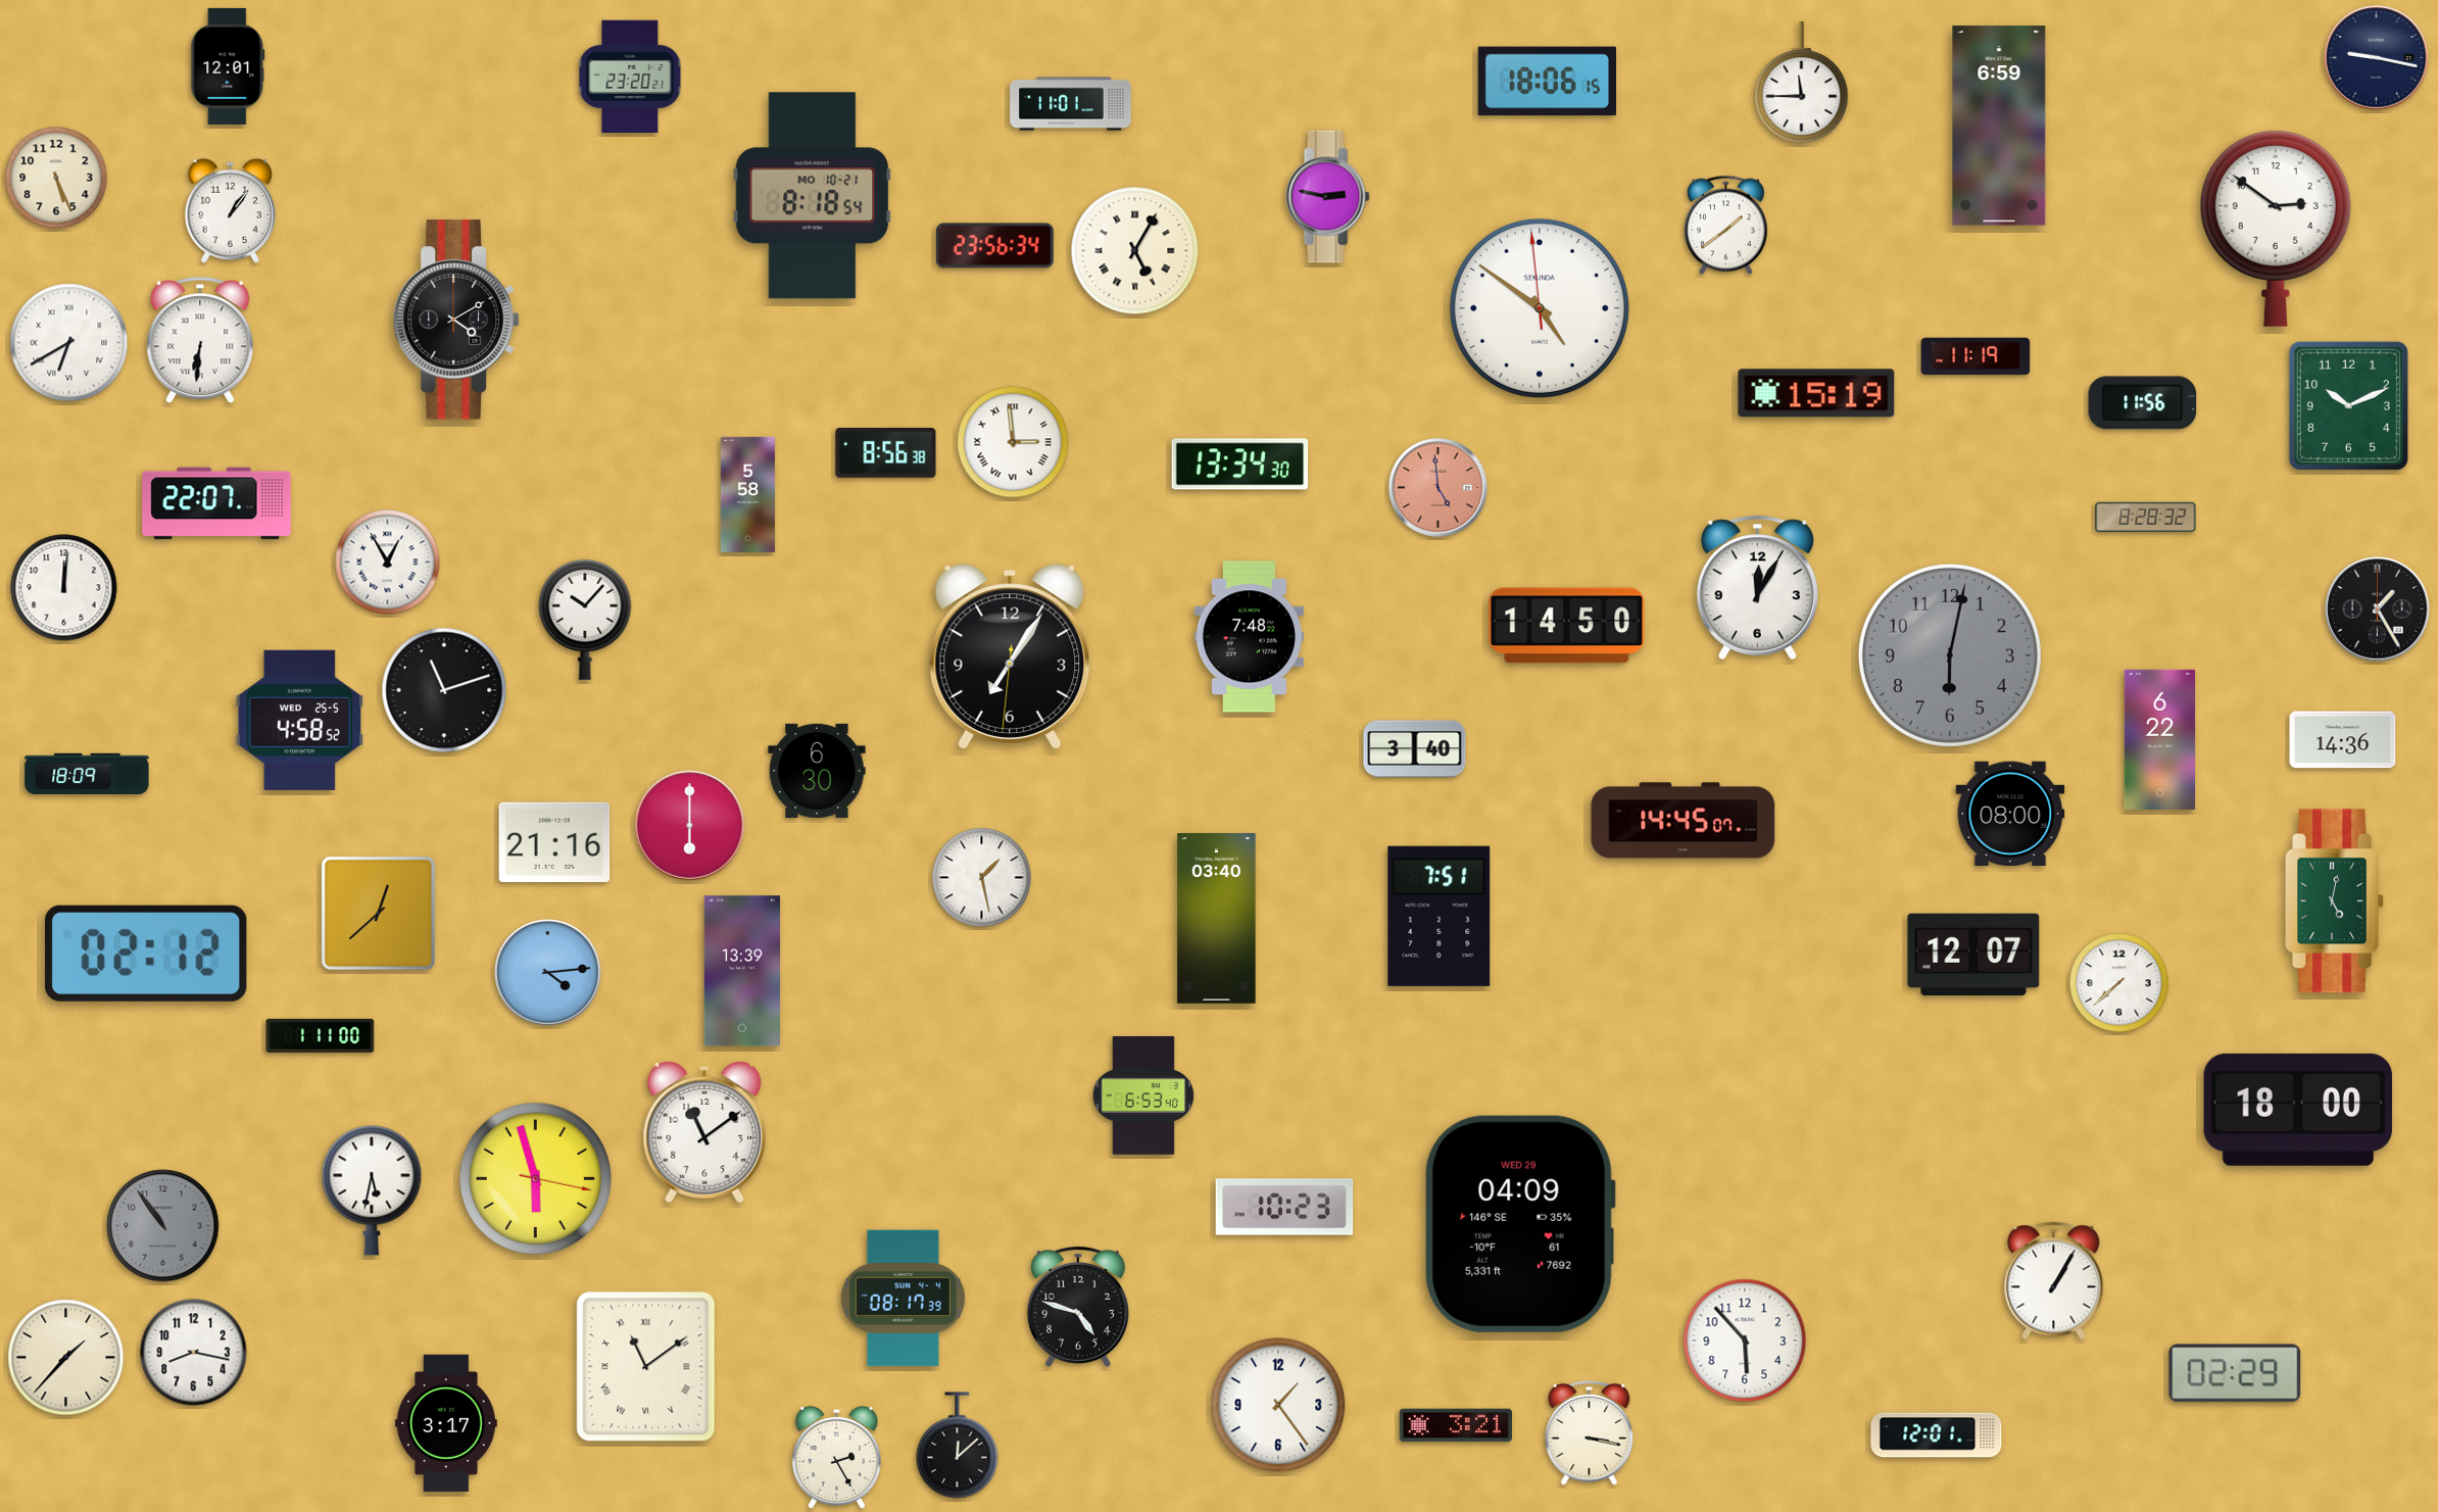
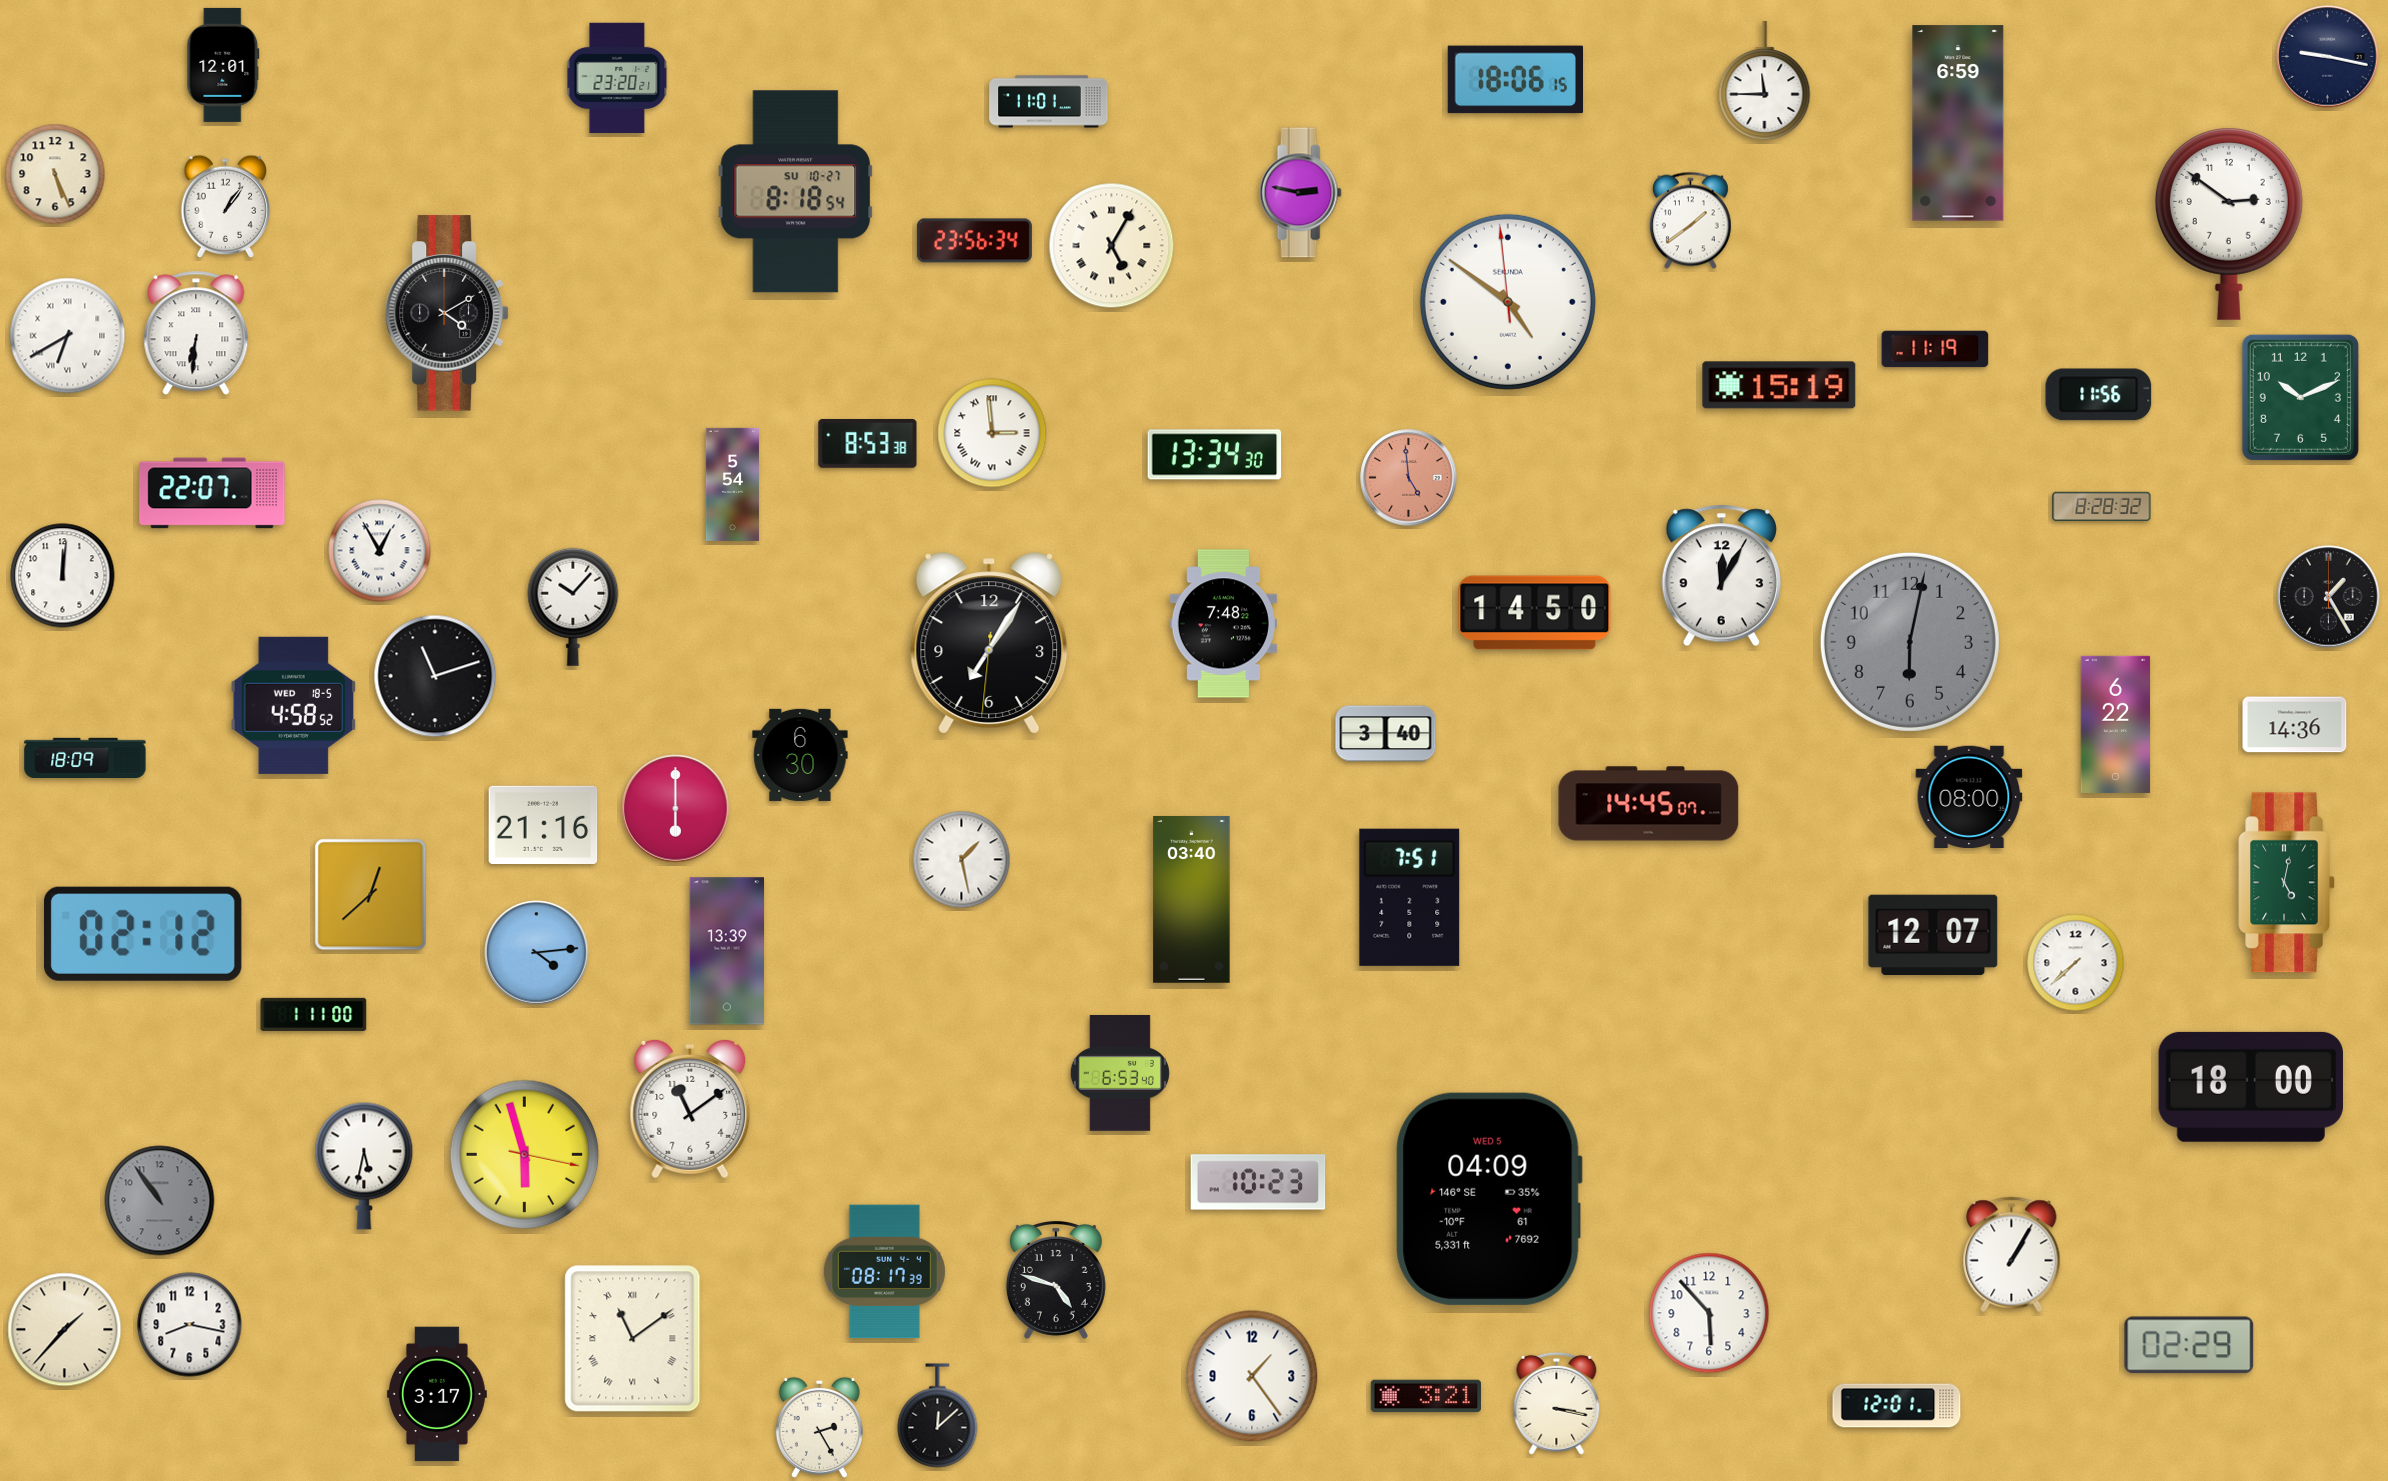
clock at (630, 77) position: (630, 77) -> (617, 78)
clock at (813, 196) date: MO 10-21 -> SU 10-27
clock at (886, 453): 8:56 -> 8:53
clock at (747, 494): 5:58 -> 5:54
clock at (300, 720) date: WED 25-5 -> WED 18-5
clock at (1520, 1224) date: WED 29 -> WED 5
